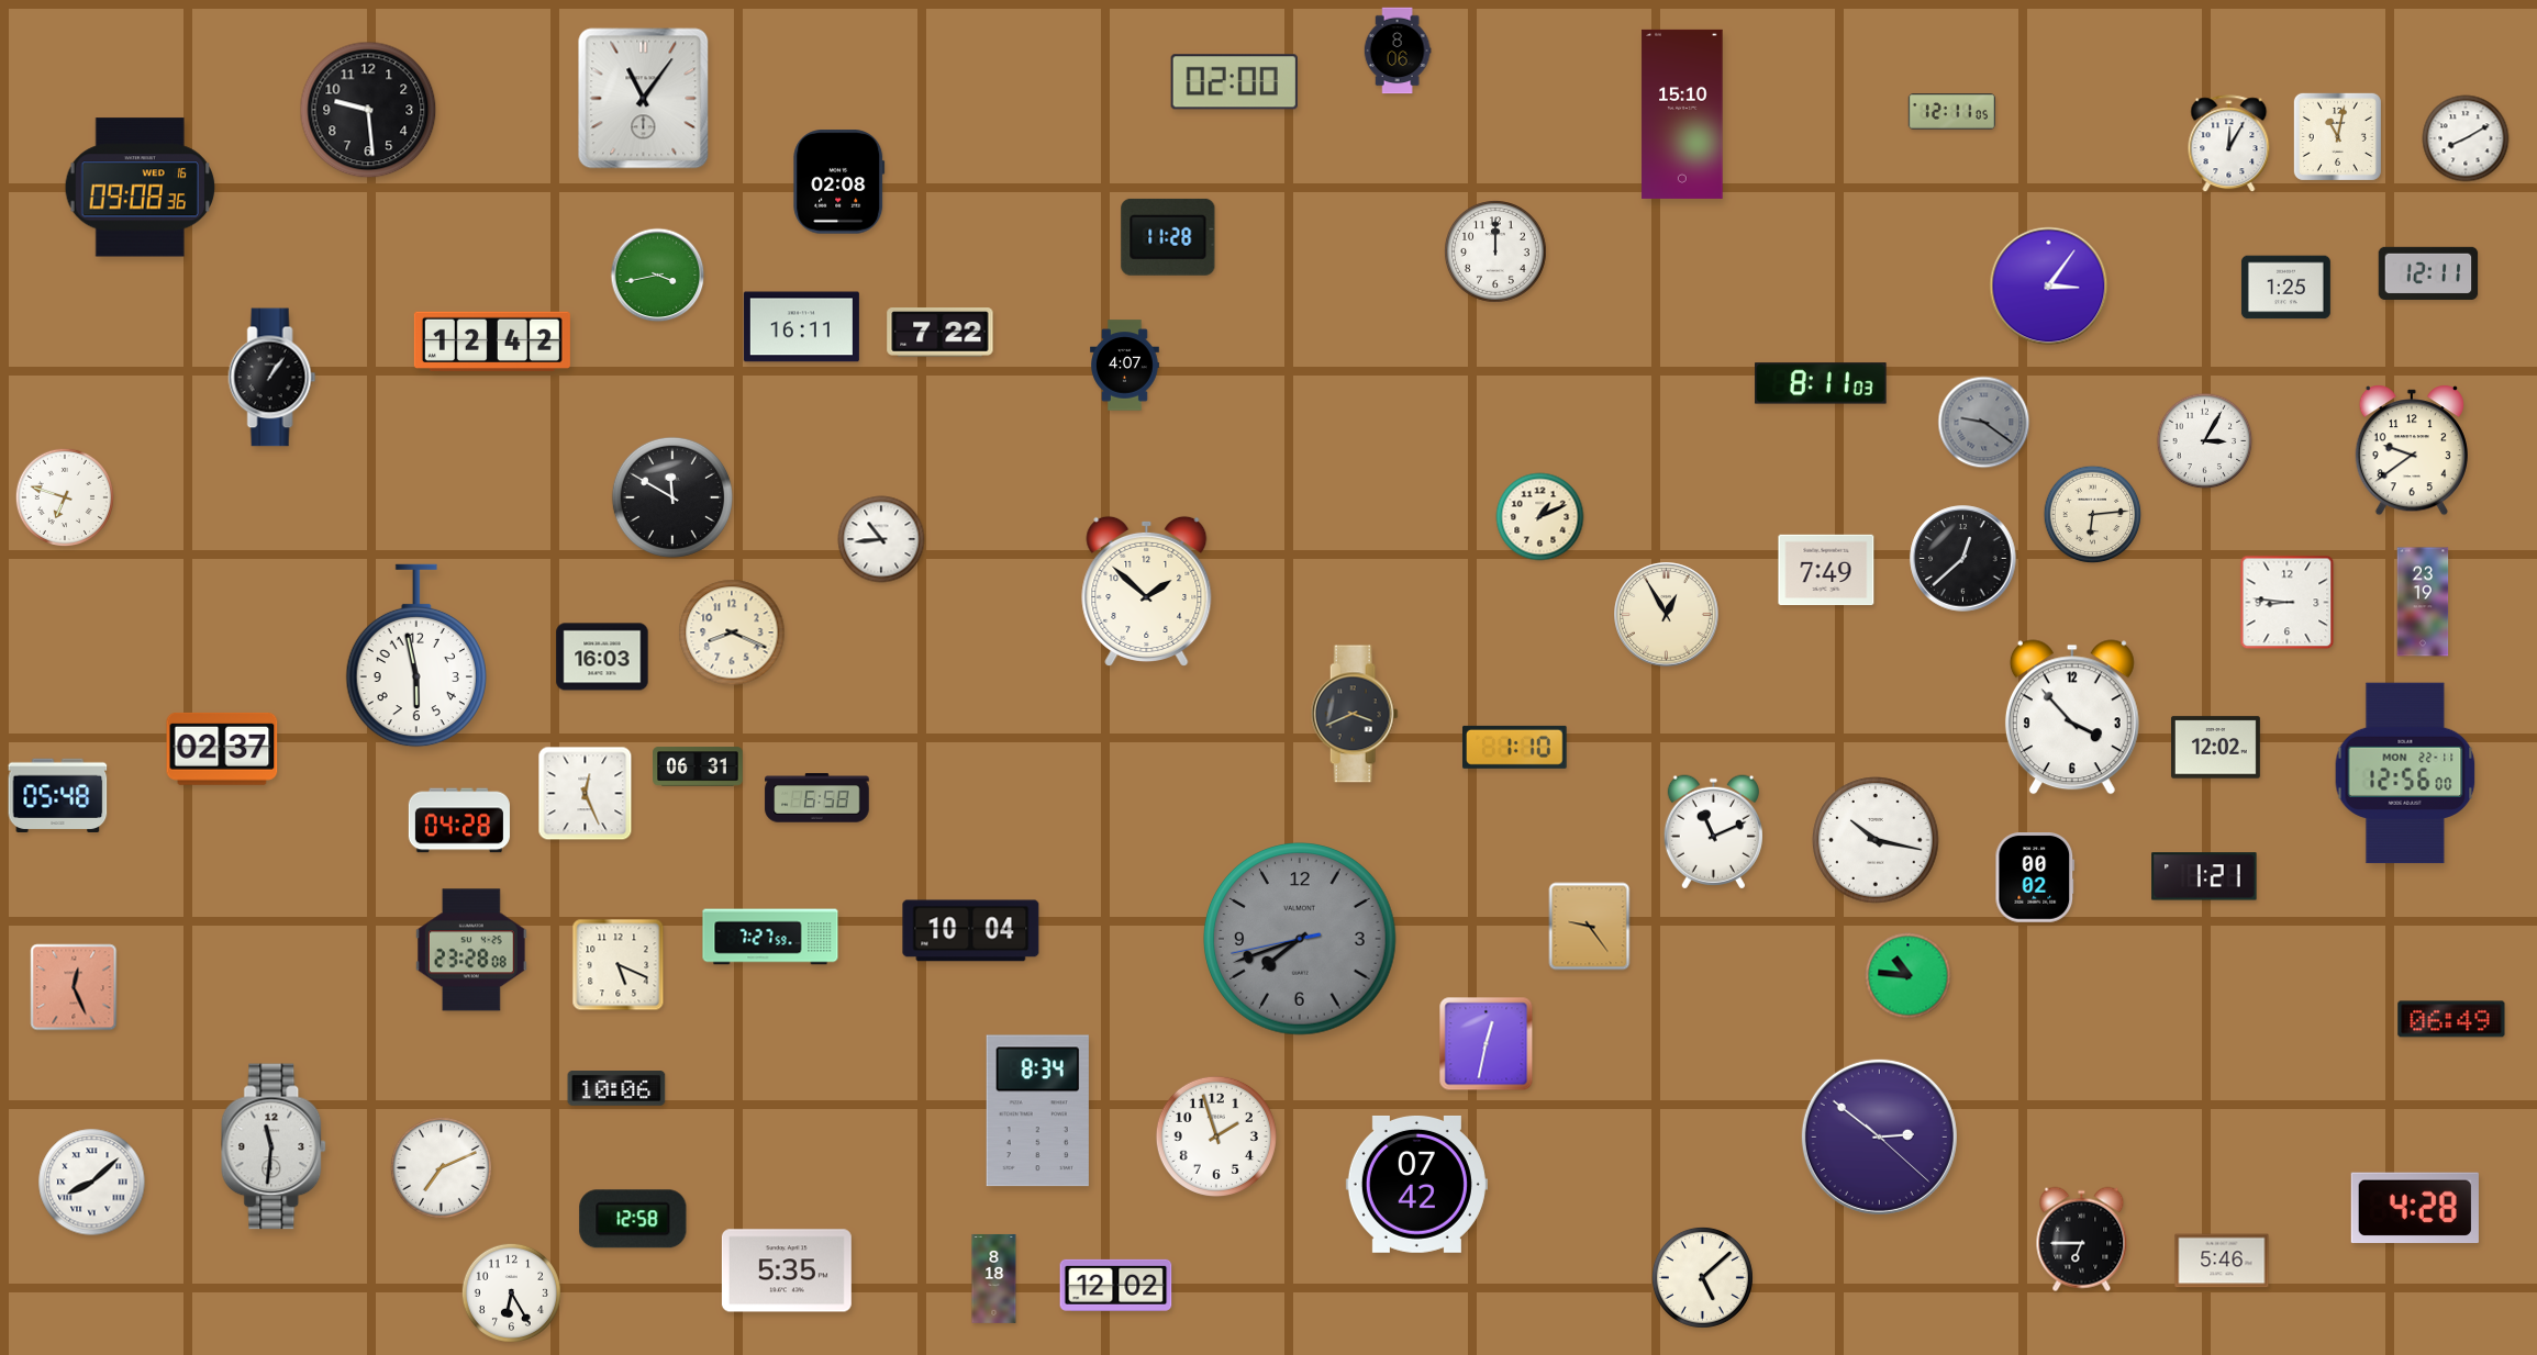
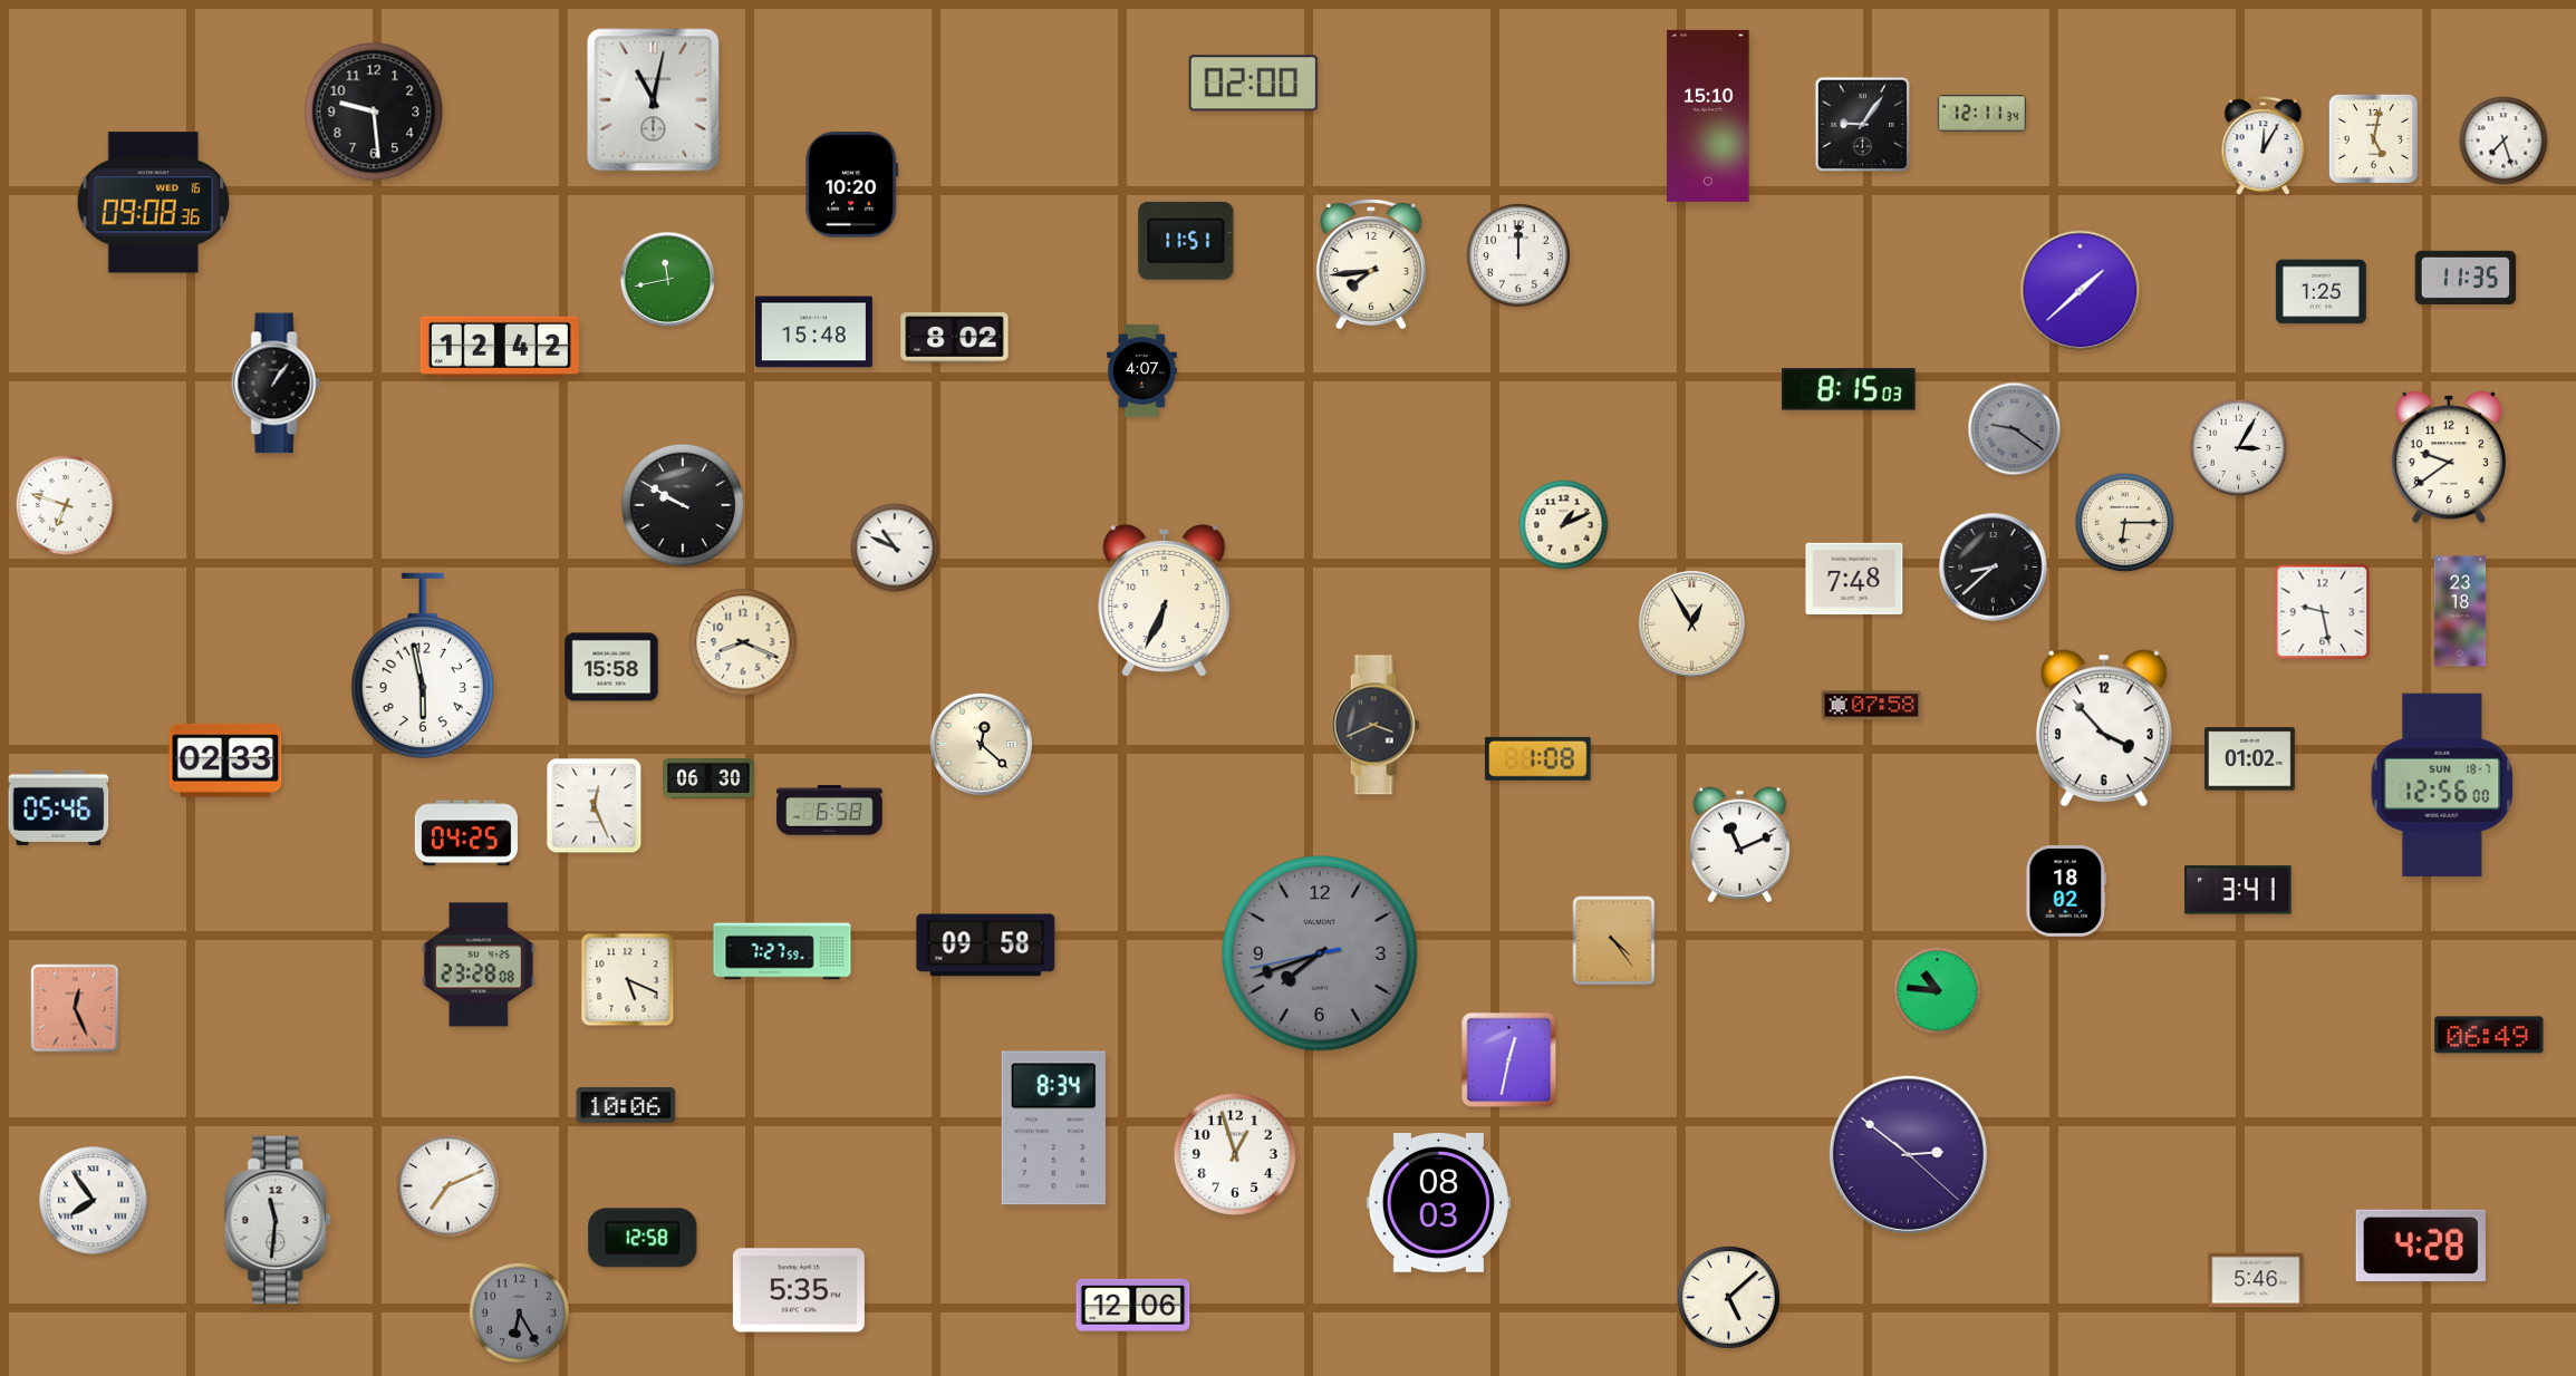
clock at (1398, 51): 8:06 -> none
clock at (644, 99): 11:06 -> 11:02
clock at (1951, 112): 12:11:05 -> 12:11:34
clock at (1863, 125): none -> 9:06
clock at (2337, 136): 11:02 -> 5:02
clock at (2466, 138): 8:10 -> 7:27
clock at (839, 182): 02:08 -> 10:20
clock at (140, 188) position: (140, 188) -> (153, 203)
clock at (1168, 237): 11:28 -> 11:51
clock at (1371, 263): none -> 7:44
clock at (2428, 273): 12:11 -> 11:35
clock at (658, 276): 3:43 -> 11:43
clock at (2049, 287): 3:06 -> 1:38
clock at (801, 327): 16:11 -> 15:48
clock at (941, 333): 7:22 -> 8:02
clock at (1821, 383): 8:11 -> 8:15
clock at (672, 497): 11:50 -> 9:50
clock at (2093, 515): 6:14 -> 6:15
clock at (881, 539): 10:44 -> 10:49
clock at (1963, 559): 12:38 -> 8:38
clock at (1826, 570): 7:49 -> 7:48
clock at (1147, 591): 1:52 -> 6:34
clock at (2423, 602): 23:19 -> 23:18
clock at (2288, 603): 8:46 -> 9:28
clock at (602, 657): 16:03 -> 15:58
clock at (1872, 706): none -> 07:58
clock at (981, 744): none -> 12:22
clock at (1515, 747): 1:10 -> 1:08
clock at (2215, 748): 12:02 -> 01:02
clock at (222, 749): 02:37 -> 02:33
clock at (698, 766): 06:31 -> 06:30
clock at (2405, 773) date: MON 22-11 -> SUN 18-7
clock at (58, 795): 05:48 -> 05:46
clock at (459, 820): 04:28 -> 04:25
clock at (1876, 840): 10:17 -> none
clock at (2204, 876): 1:21 -> 3:41
clock at (2035, 878): 00:02 -> 18:02
clock at (1590, 927): 9:24 -> 4:24
clock at (971, 931): 10:04 -> 09:58
clock at (74, 987) position: (74, 987) -> (75, 1008)
clock at (1216, 1136): 1:57 -> 12:57
clock at (275, 1146) position: (275, 1146) -> (279, 1220)
clock at (92, 1183): 8:08 -> 7:54
clock at (1416, 1184): 07:42 -> 08:03
clock at (2415, 1207) position: (2415, 1207) -> (2421, 1244)
clock at (2082, 1240): 6:45 -> none
clock at (994, 1279): 8:18 -> none
clock at (1116, 1285): 12:02 -> 12:06
clock at (511, 1292) dial: white -> grey
